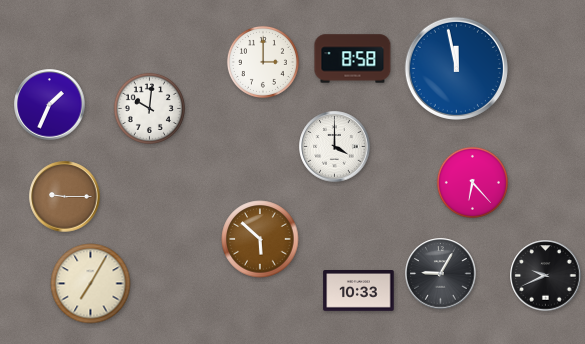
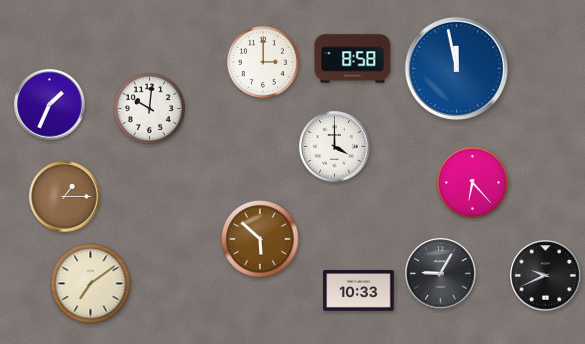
clock at (65, 197): 9:15 -> 1:15
clock at (91, 284): 7:05 -> 7:09
